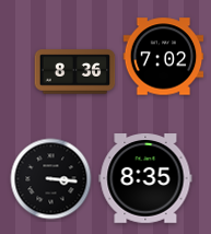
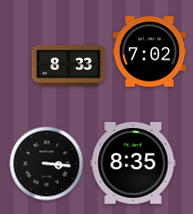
clock at (75, 72): 8:36 -> 8:33
